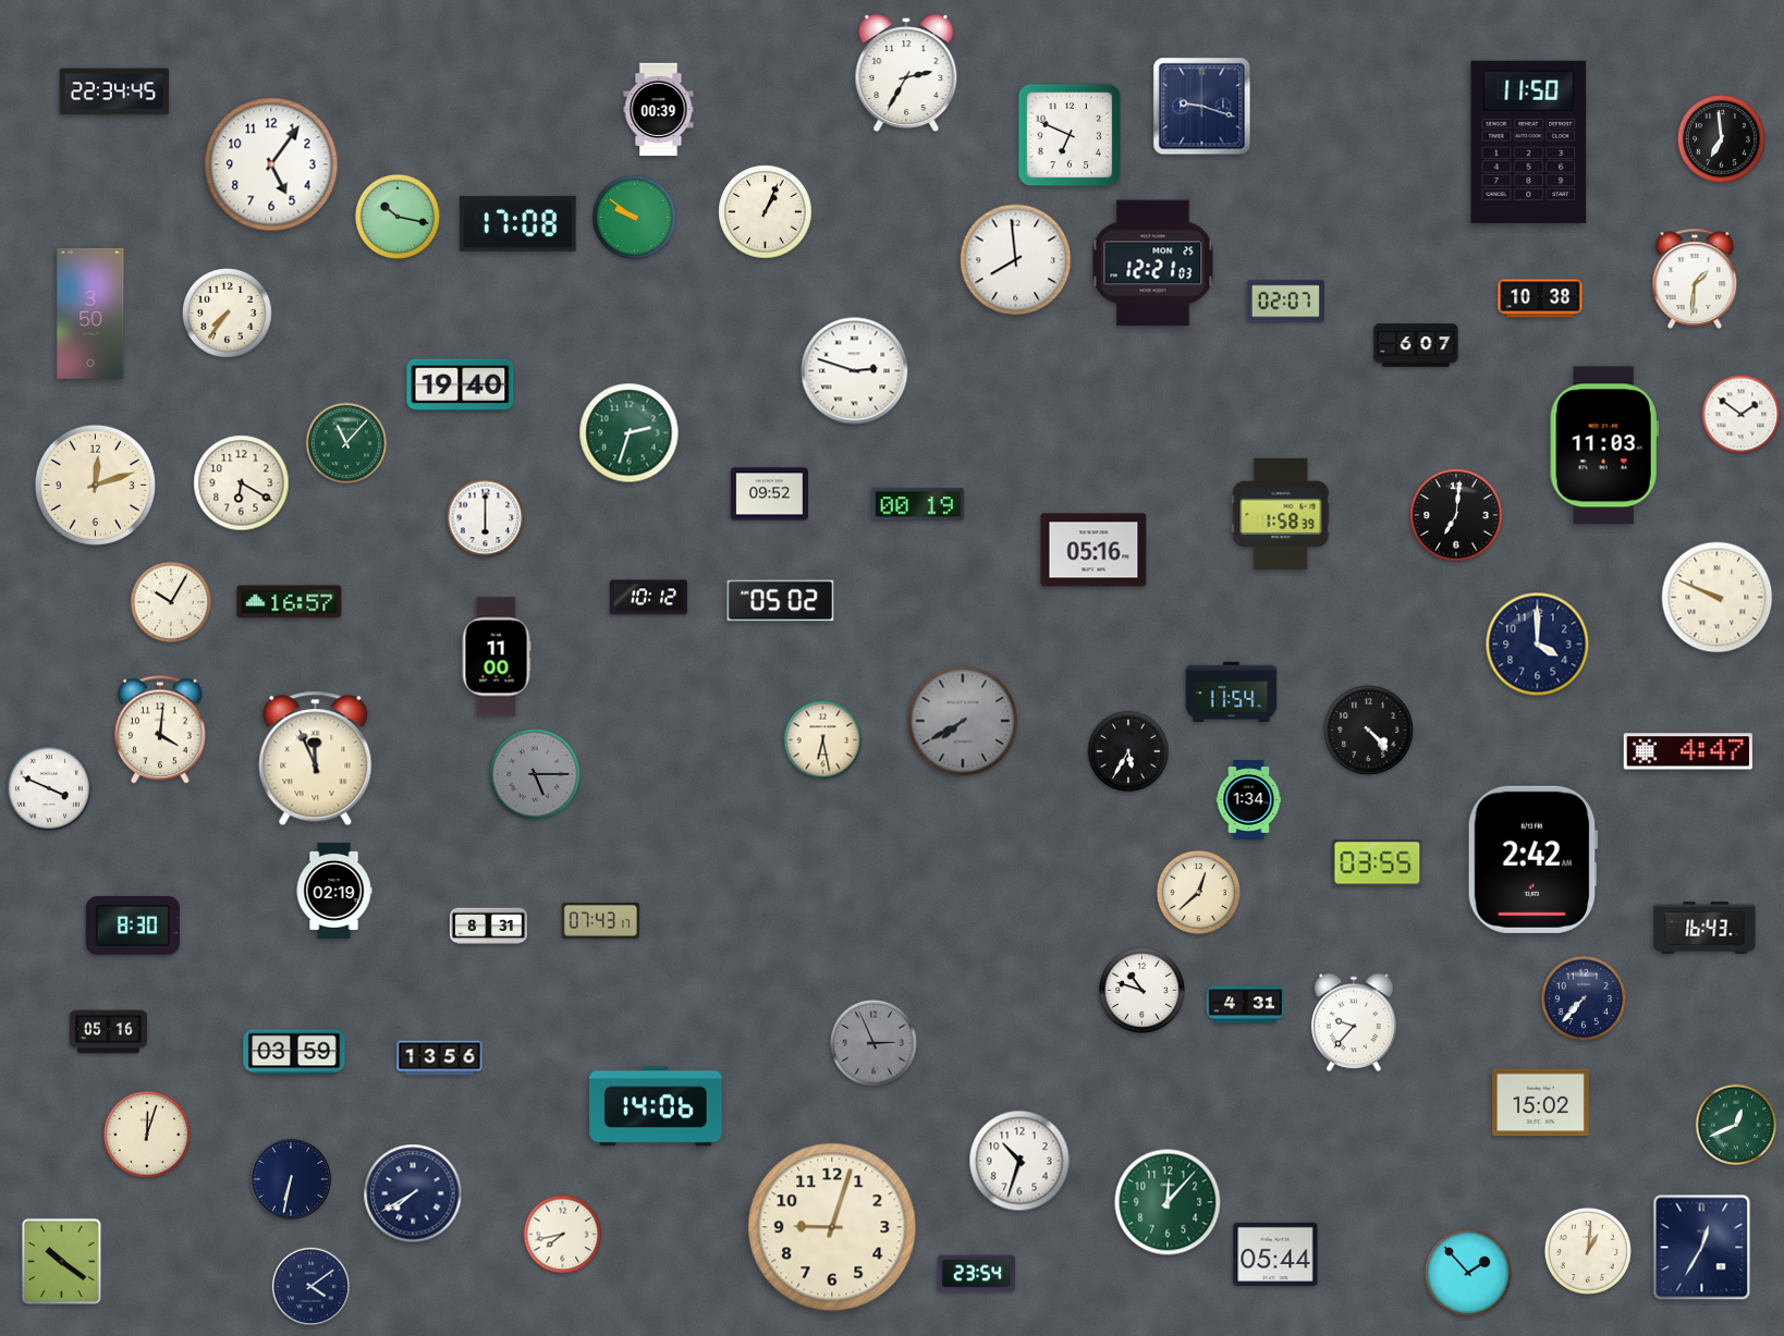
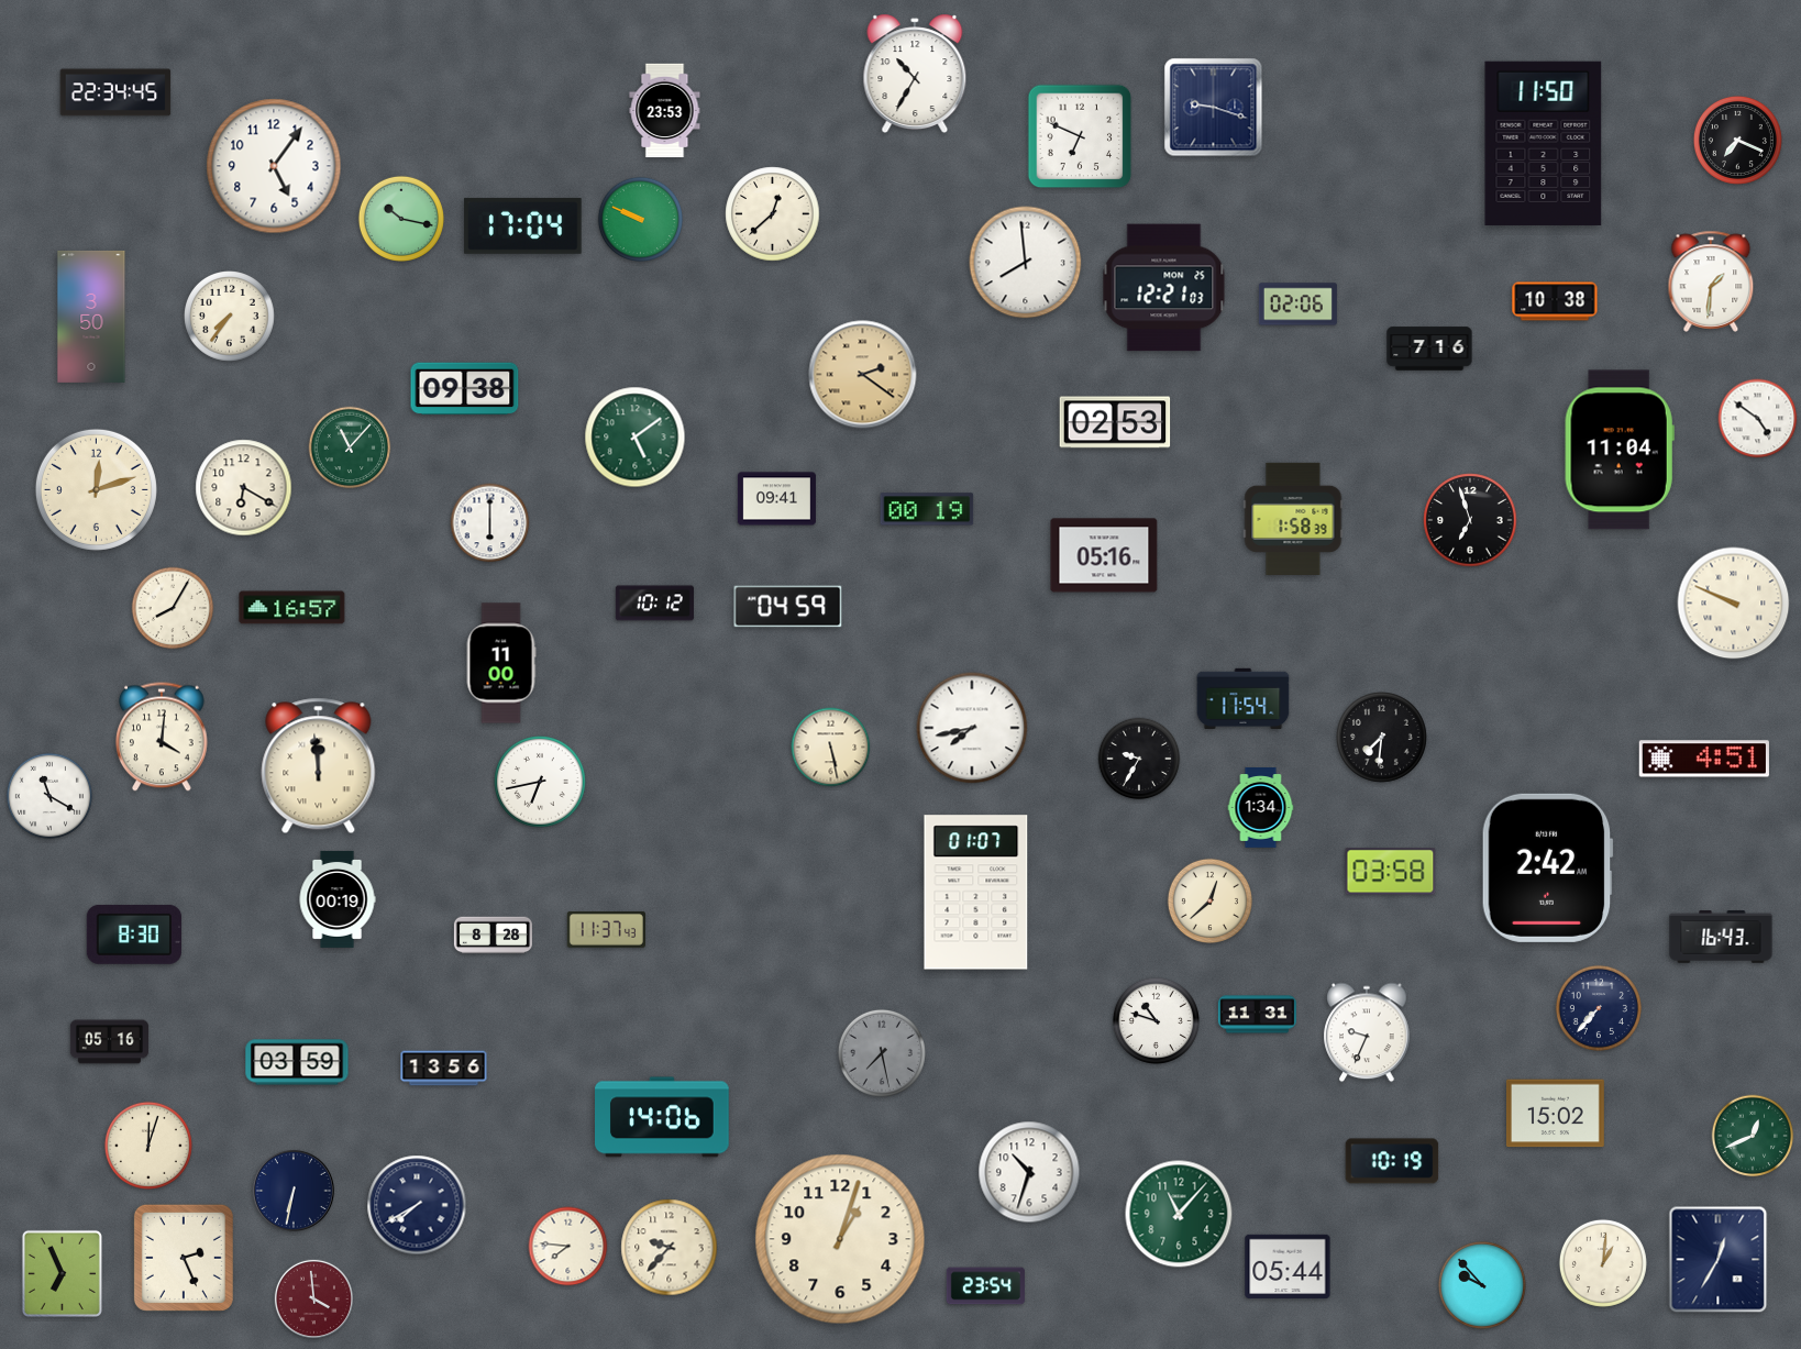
clock at (906, 72): 2:35 -> 10:35
clock at (659, 110): 00:39 -> 23:53
clock at (1721, 138): 6:59 -> 7:19
clock at (766, 212): 1:04 -> 12:38
clock at (634, 217): 9:51 -> 9:49
clock at (518, 223): 17:08 -> 17:04
clock at (1153, 263) position: (1153, 263) -> (1164, 288)
clock at (1285, 302): 02:07 -> 02:06
clock at (1416, 345): 6:07 -> 7:16
clock at (855, 371): 2:48 -> 2:21
clock at (855, 371) dial: white -> champagne
clock at (461, 385): 19:40 -> 09:38
clock at (1742, 415): 1:51 -> 4:51
clock at (1115, 422): none -> 02:53
clock at (630, 433): 2:33 -> 5:09
clock at (1604, 445): 11:03 -> 11:04
clock at (769, 494): 09:52 -> 09:41
clock at (1456, 515): 7:01 -> 6:57
clock at (781, 601): 05:02 -> 04:59
clock at (171, 602): 10:05 -> 8:05
clock at (1538, 645): 4:00 -> none
clock at (963, 721): 7:40 -> 7:43
clock at (963, 721) dial: grey -> white
clock at (1369, 731): 4:23 -> 7:31
clock at (823, 740): 6:28 -> 5:28
clock at (1128, 751): 5:35 -> 9:35
clock at (1688, 751): 4:47 -> 4:51
clock at (316, 759): 11:56 -> 11:59
clock at (535, 774): 5:15 -> 6:43
clock at (535, 774) dial: grey -> white
clock at (49, 788): 3:49 -> 11:20
clock at (1378, 863): 03:55 -> 03:58
clock at (976, 893): none -> 01:07
clock at (334, 891): 02:19 -> 00:19
clock at (600, 921): 07:43 -> 11:37
clock at (488, 927): 8:31 -> 8:28
clock at (1141, 990) position: (1141, 990) -> (1156, 1020)
clock at (1245, 1005): 4:31 -> 11:31
clock at (1354, 1022): 9:37 -> 9:34
clock at (873, 1043): 2:56 -> 7:28
clock at (1392, 1161): none -> 10:19
clock at (1168, 1202): 12:07 -> 11:07
clock at (832, 1227): 9:03 -> 1:03
clock at (563, 1235): 7:43 -> 7:46
clock at (670, 1248): none -> 9:37
clock at (184, 1258): none -> 2:26
clock at (61, 1261): 10:21 -> 6:56
clock at (1468, 1273): 1:53 -> 9:53
clock at (310, 1286): 4:09 -> 3:59
clock at (310, 1286) dial: navy -> burgundy
